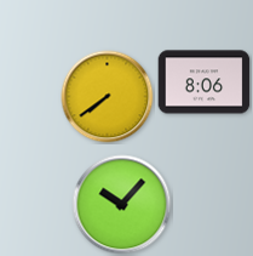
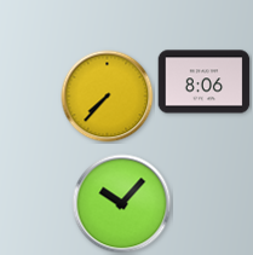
clock at (108, 97): 7:39 -> 7:37
